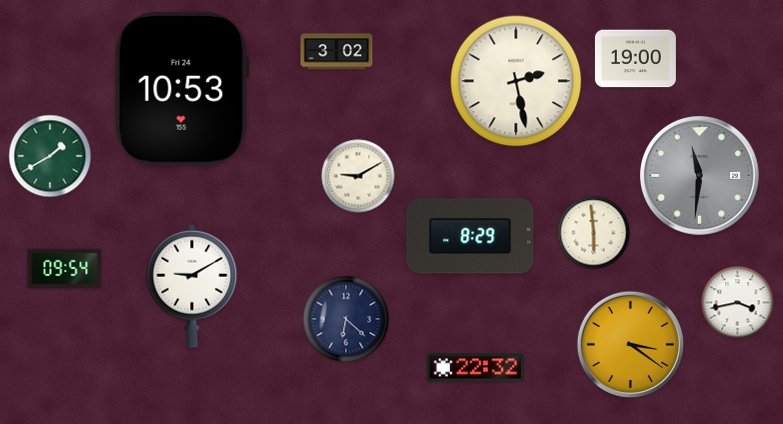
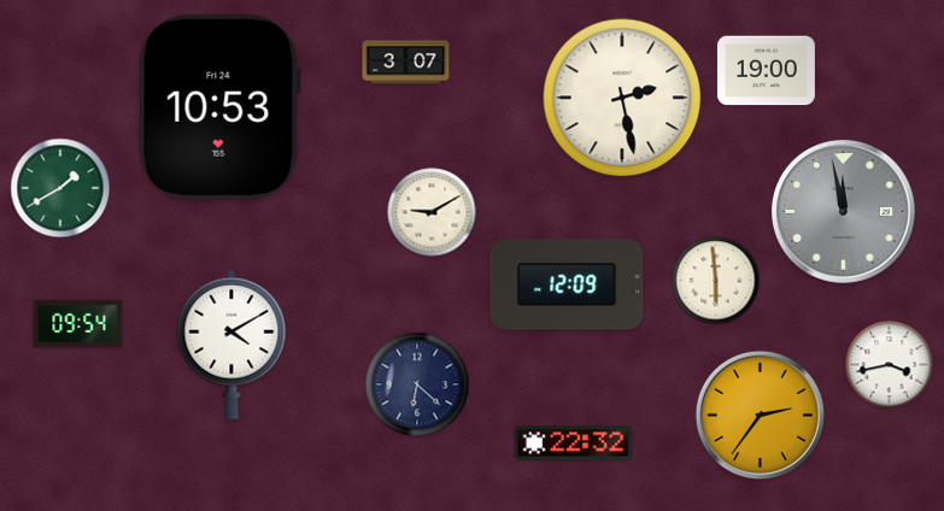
clock at (337, 52): 3:02 -> 3:07
clock at (699, 175): 11:31 -> 11:58
clock at (470, 236): 8:29 -> 12:09
clock at (192, 286): 9:10 -> 4:10
clock at (630, 344): 3:21 -> 2:36
